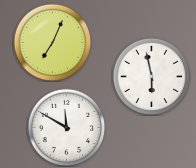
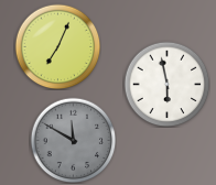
clock at (66, 127) dial: white -> grey
